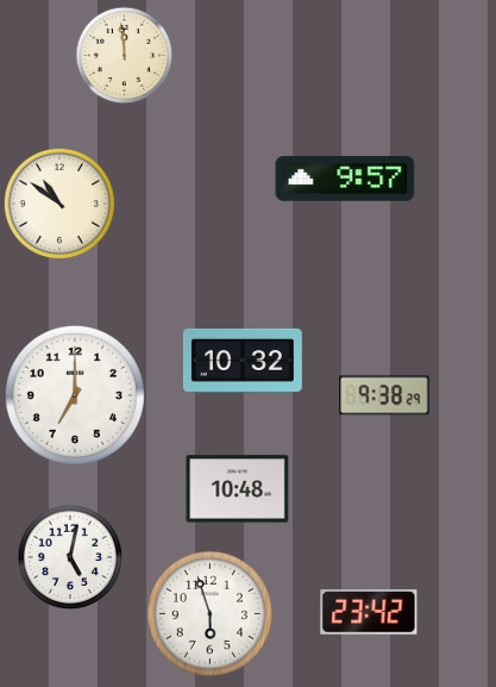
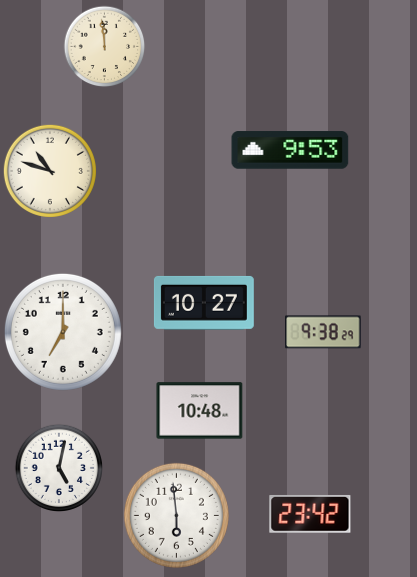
clock at (345, 179): 9:57 -> 9:53
clock at (59, 204): 10:51 -> 10:48
clock at (243, 361): 10:32 -> 10:27
clock at (209, 613): 5:57 -> 5:59
